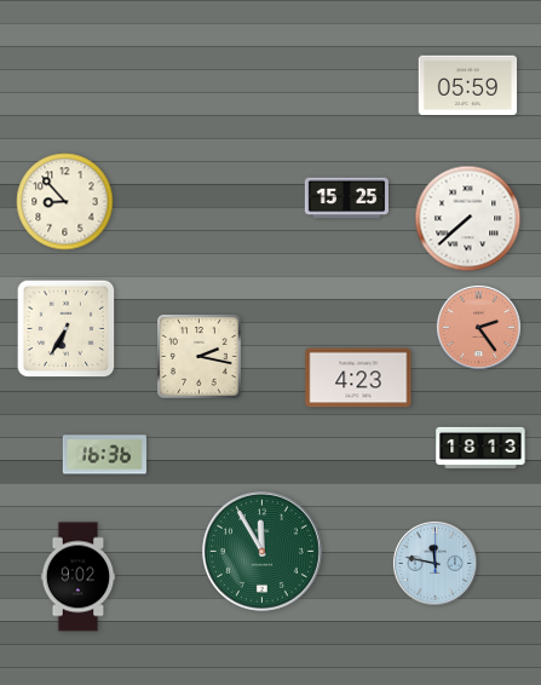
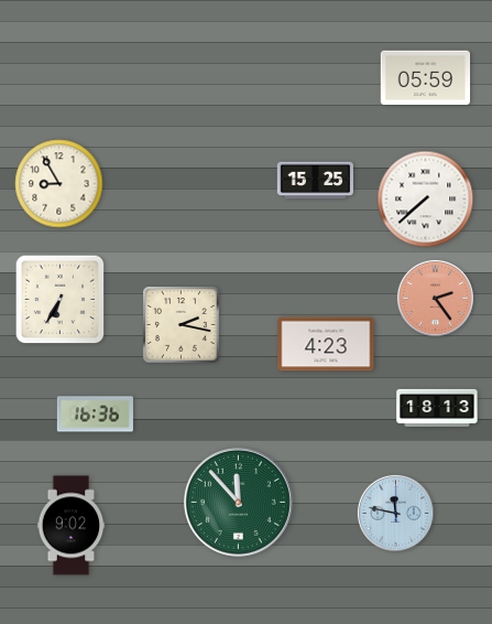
clock at (65, 202): 8:53 -> 8:55
clock at (261, 551): 11:55 -> 11:53
